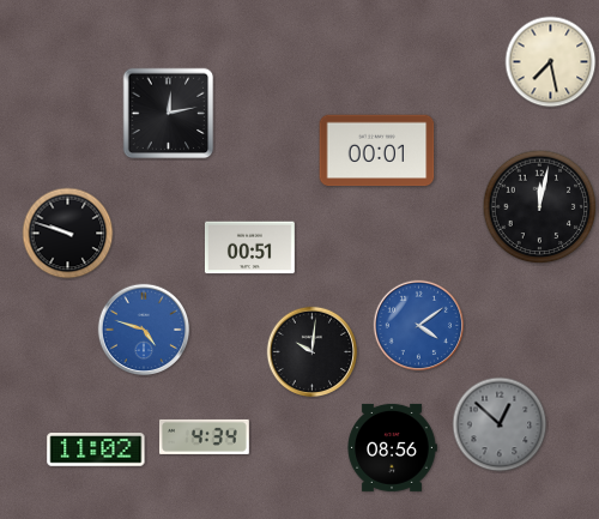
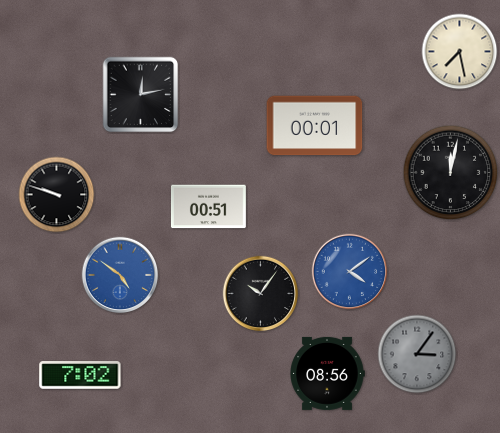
clock at (144, 330): 4:48 -> 4:51
clock at (313, 352): 10:01 -> 10:06
clock at (500, 424): 12:52 -> 3:06
clock at (204, 436): 4:34 -> none
clock at (96, 449): 11:02 -> 7:02
